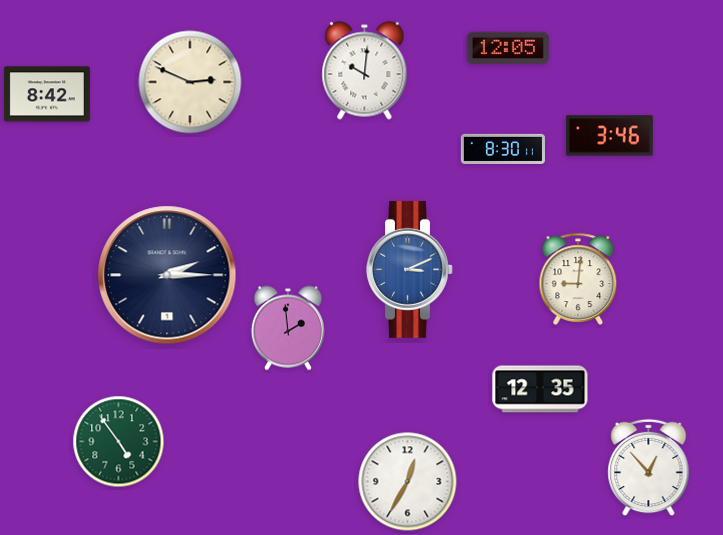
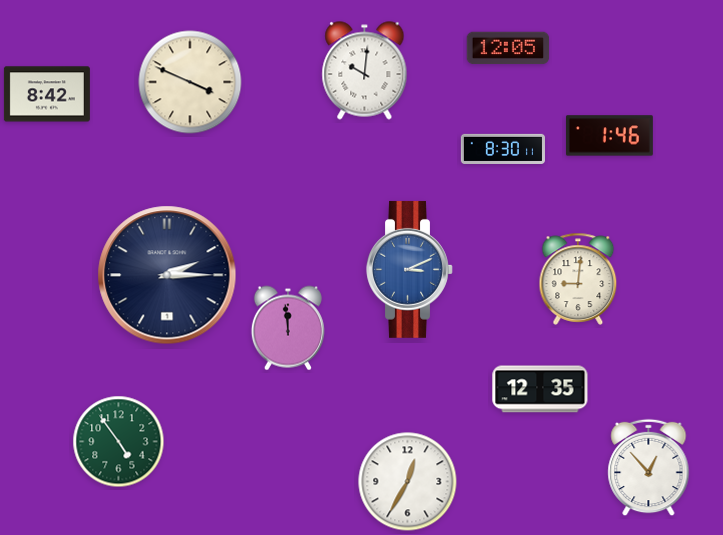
clock at (190, 82): 2:49 -> 3:49
clock at (609, 136): 3:46 -> 1:46
clock at (288, 328): 1:59 -> 11:59
